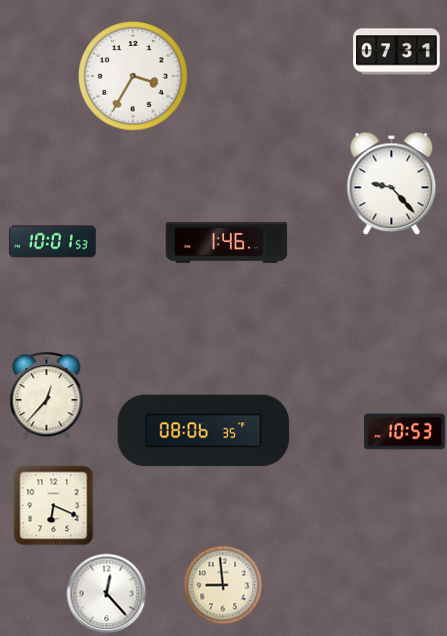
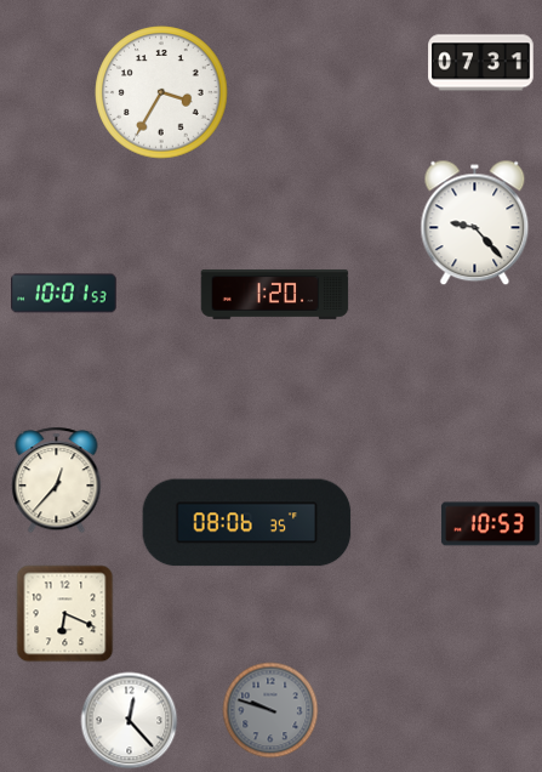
clock at (227, 242): 1:46 -> 1:20
clock at (223, 585): 8:59 -> 9:48
clock at (223, 585) dial: cream -> grey
